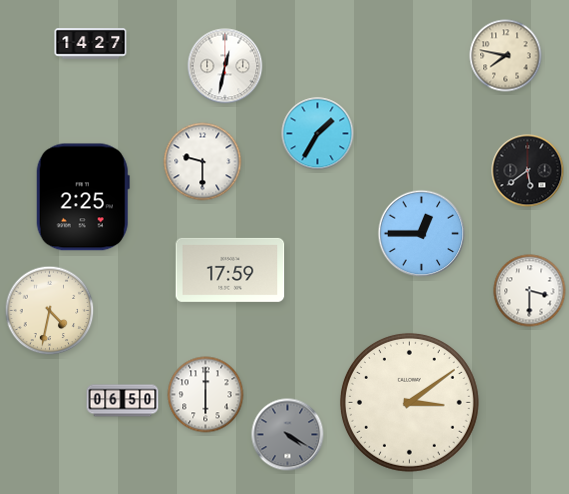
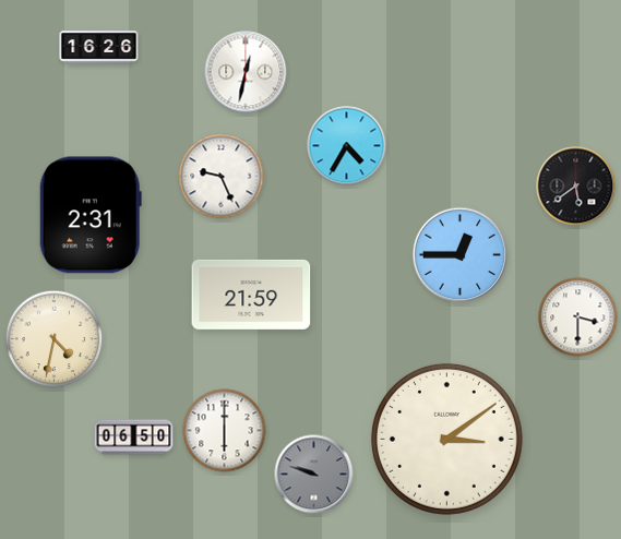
clock at (91, 44): 14:27 -> 16:26
clock at (506, 56): 7:47 -> none
clock at (318, 134): 1:35 -> 4:35
clock at (203, 162): 9:30 -> 9:26
clock at (83, 197): 2:25 -> 2:31
clock at (230, 270): 17:59 -> 21:59
clock at (288, 435): 4:20 -> 9:48
